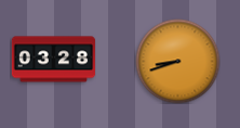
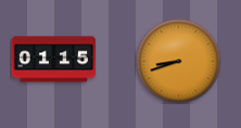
clock at (53, 60): 03:28 -> 01:15
